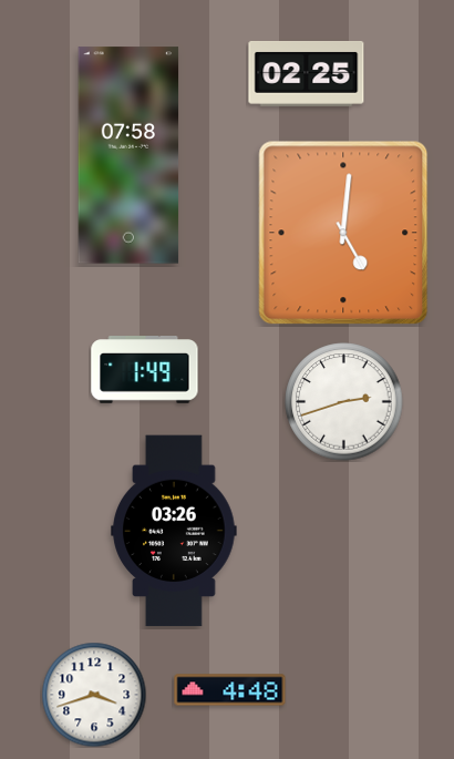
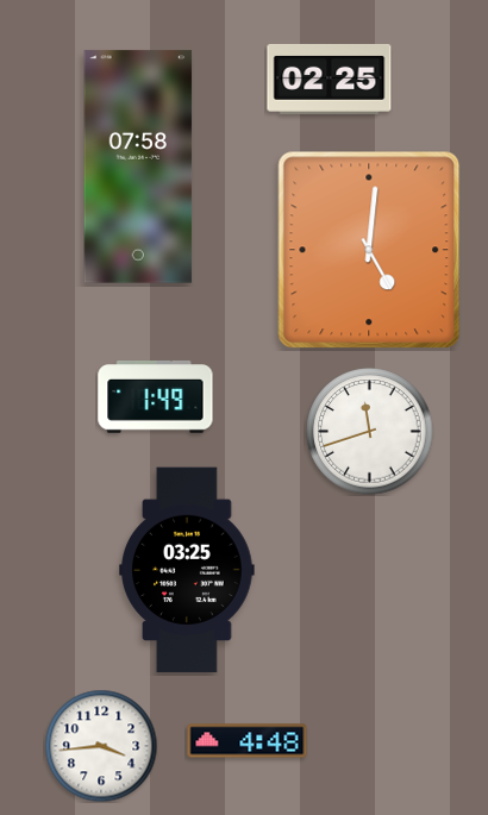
clock at (344, 402): 2:42 -> 11:42
clock at (174, 531): 03:26 -> 03:25
clock at (94, 695): 3:42 -> 3:44
